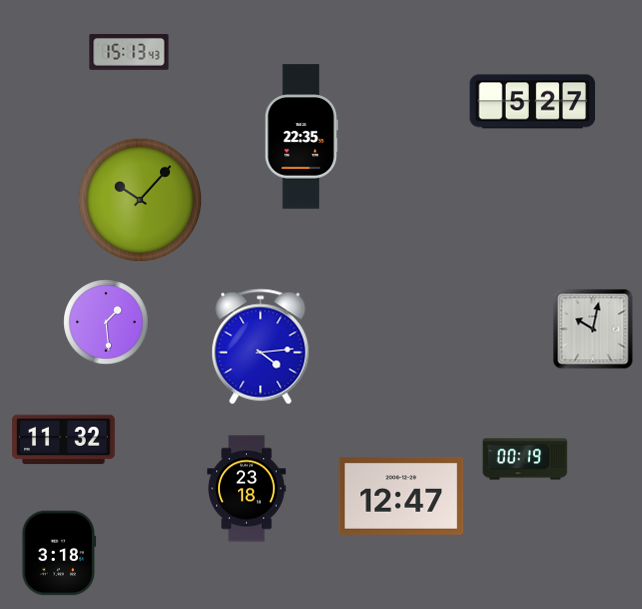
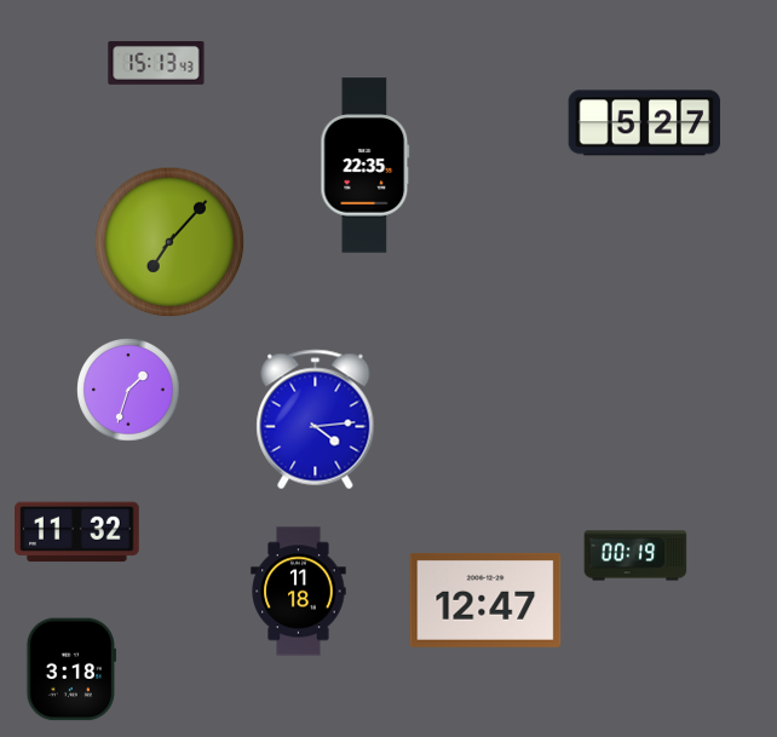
clock at (140, 200): 10:07 -> 7:07
clock at (106, 322): 1:29 -> 1:33
clock at (593, 329): 10:02 -> none
clock at (247, 489): 23:18 -> 11:18
